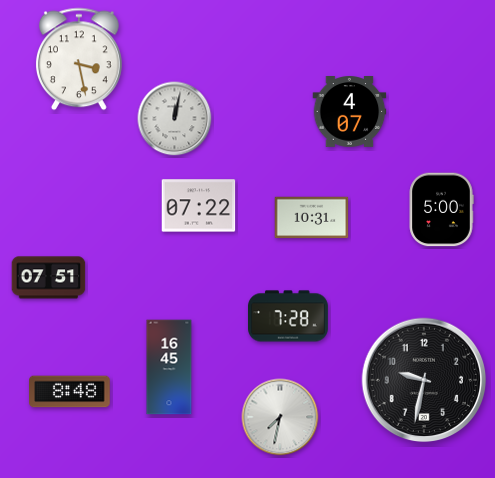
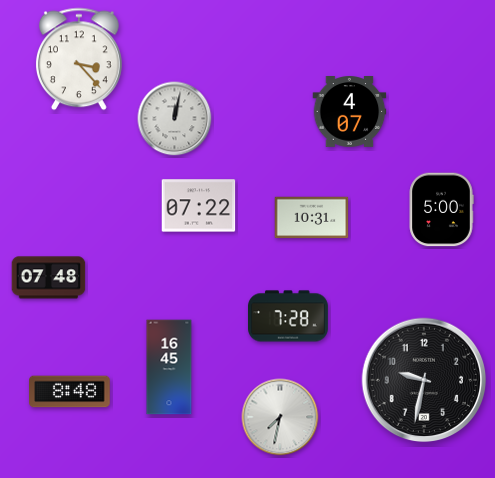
clock at (79, 59): 3:28 -> 3:23
clock at (49, 278): 07:51 -> 07:48
